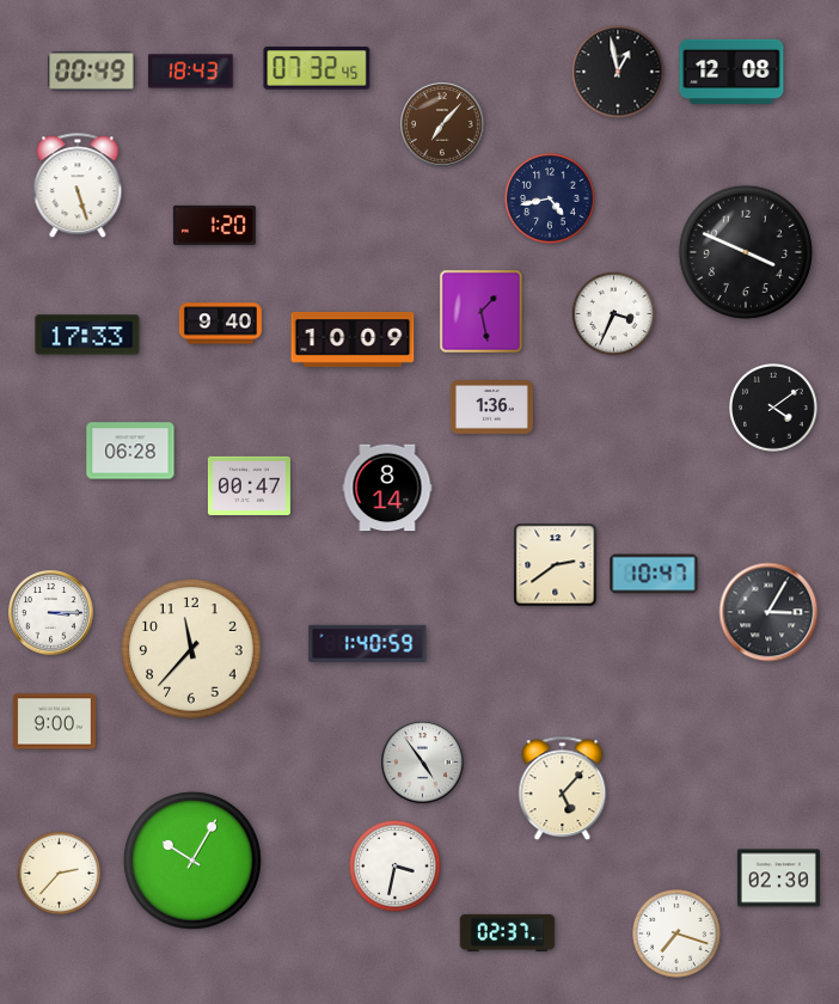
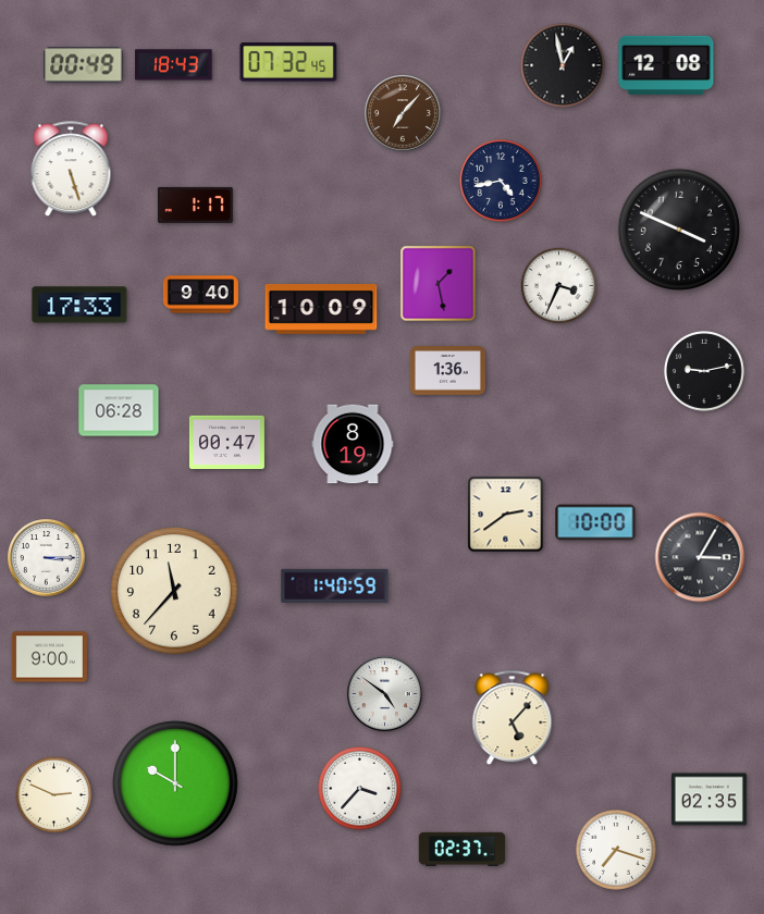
clock at (214, 225): 1:20 -> 1:17
clock at (774, 409): 4:09 -> 9:13
clock at (387, 488): 8:14 -> 8:19
clock at (654, 574): 10:47 -> 10:00
clock at (423, 763): 4:54 -> 4:51
clock at (192, 861): 10:05 -> 10:00
clock at (396, 867): 3:32 -> 3:37
clock at (60, 874): 2:37 -> 2:49
clock at (778, 878): 02:30 -> 02:35
